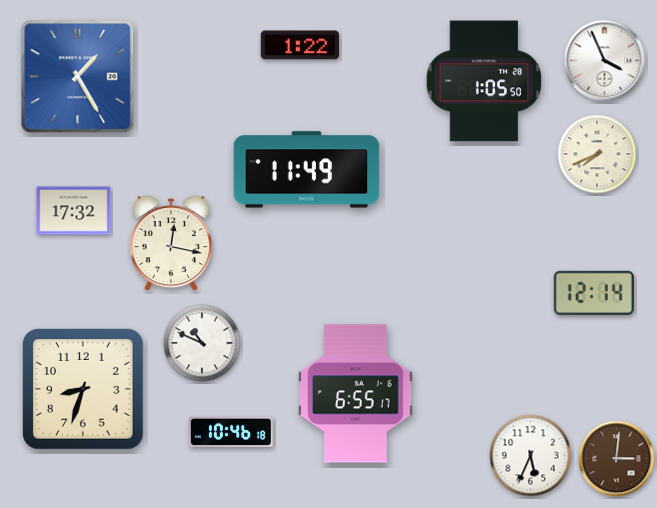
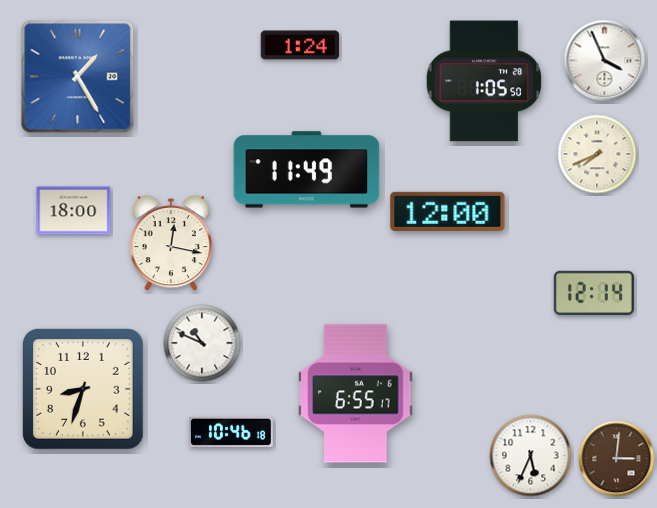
clock at (300, 45): 1:22 -> 1:24
clock at (74, 211): 17:32 -> 18:00
clock at (448, 211): none -> 12:00
